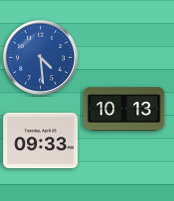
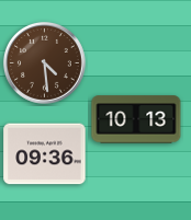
clock at (40, 57) dial: blue -> brown
clock at (41, 141): 09:33 -> 09:36
